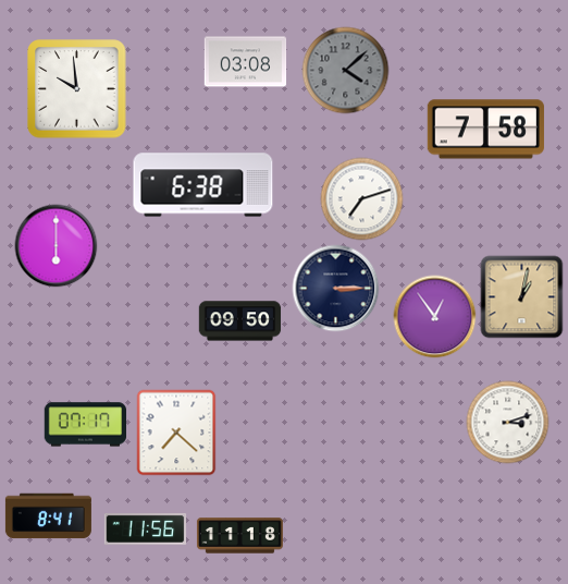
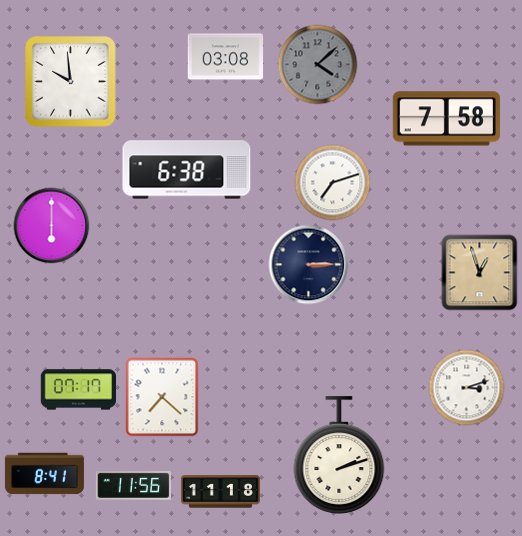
clock at (522, 297): 1:02 -> 12:57
clock at (435, 317): 12:54 -> none
clock at (240, 321): 09:50 -> none
clock at (339, 455): none -> 2:12
